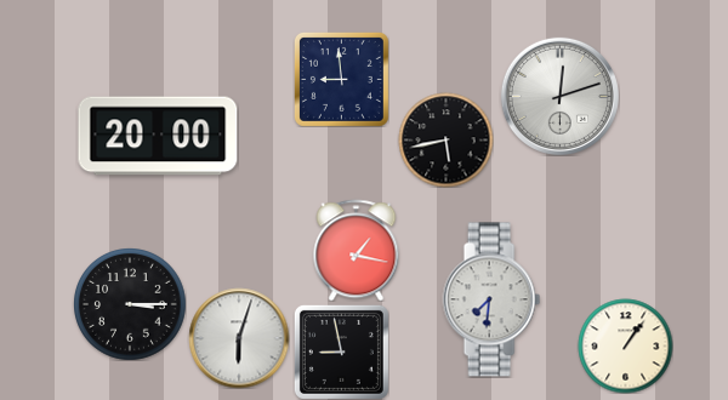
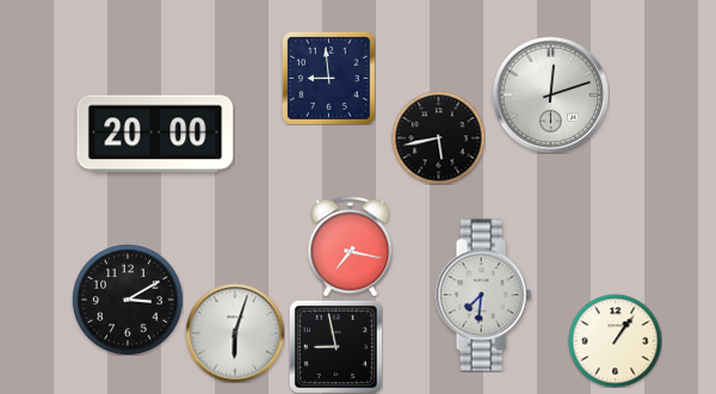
clock at (341, 79) position: (341, 79) -> (328, 78)
clock at (357, 250): 1:17 -> 7:17
clock at (130, 304): 3:15 -> 3:10
